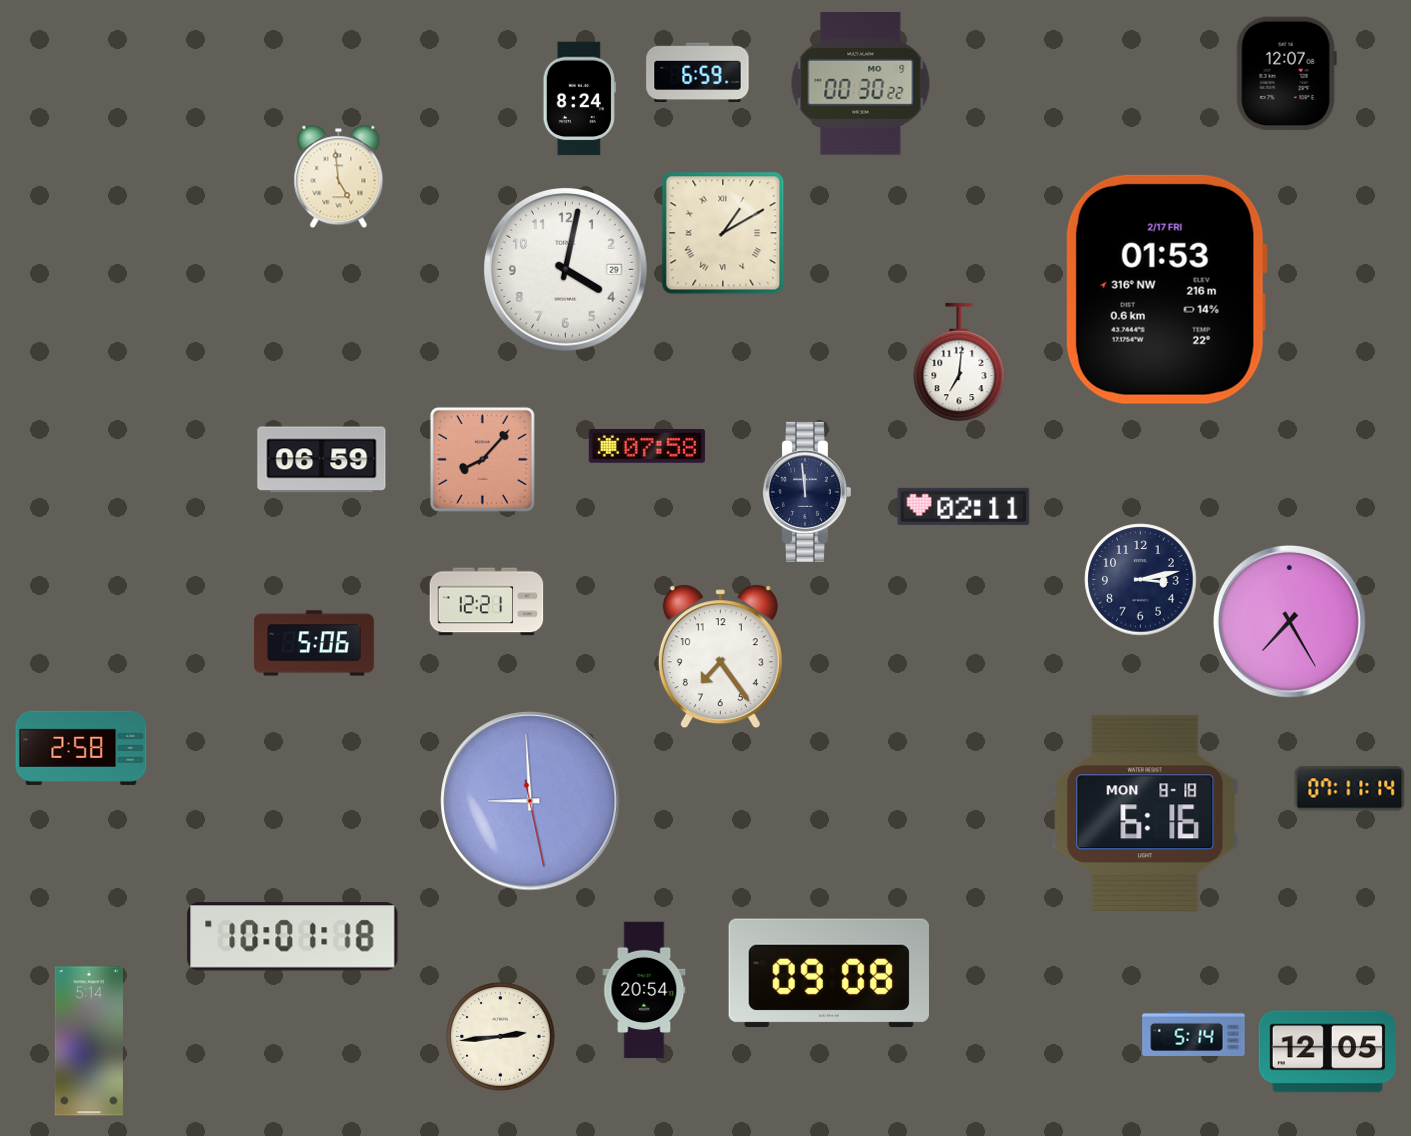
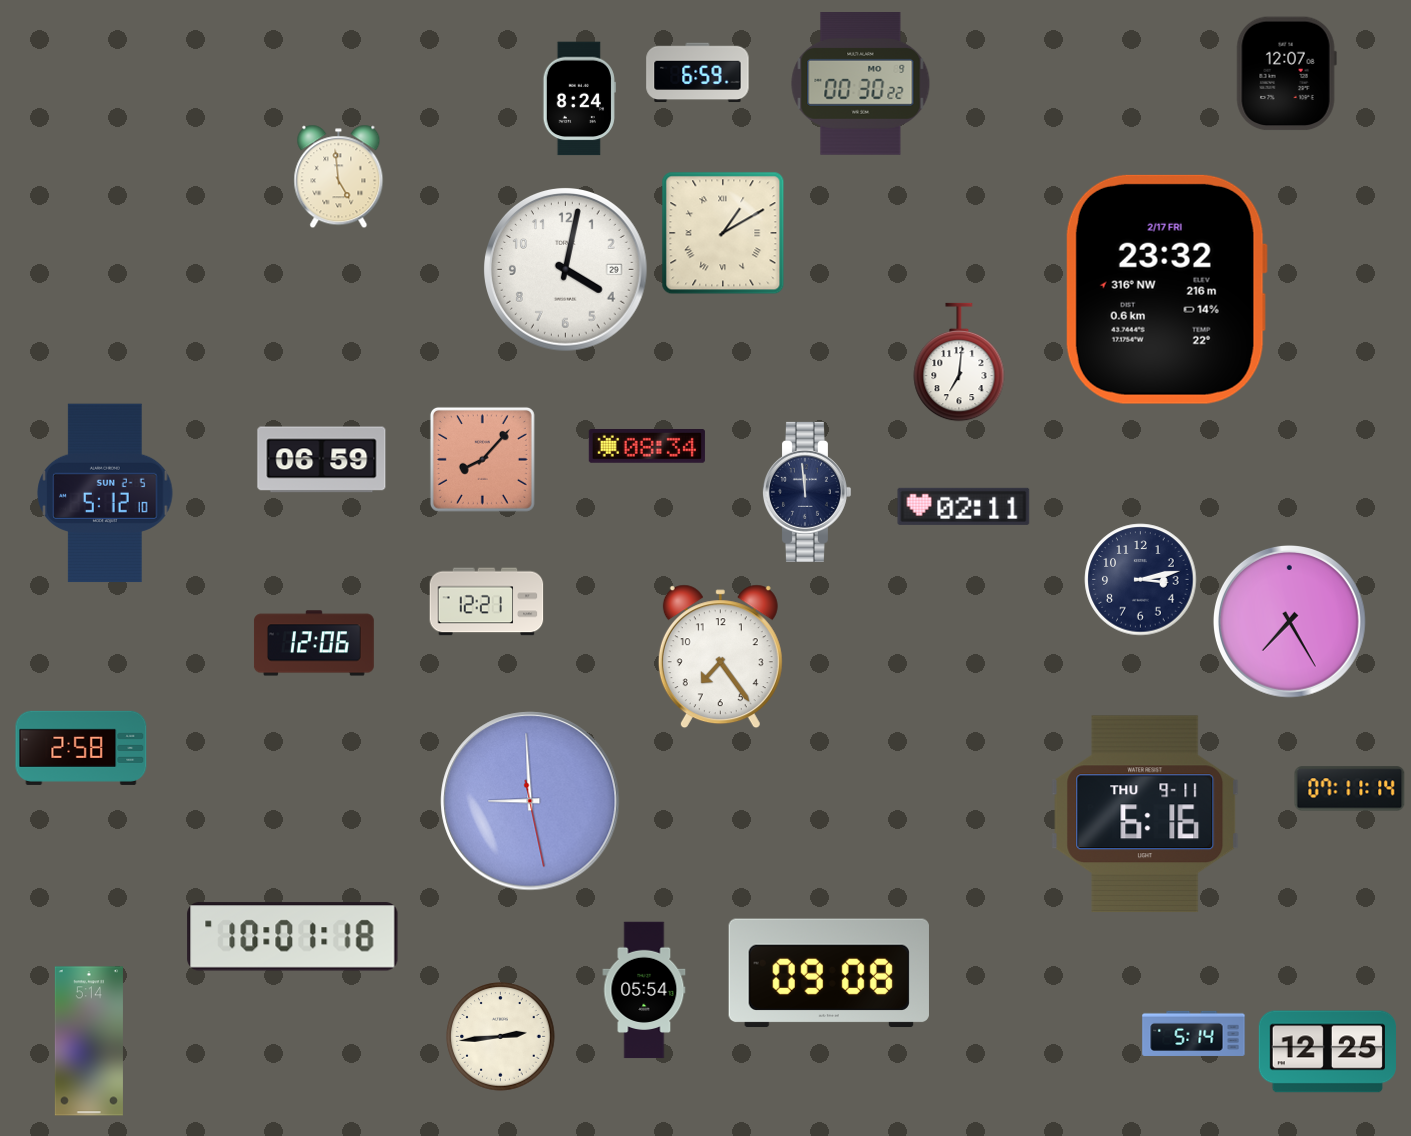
clock at (1166, 289): 01:53 -> 23:32
clock at (647, 447): 07:58 -> 08:34
clock at (105, 493): none -> 5:12
clock at (314, 643): 5:06 -> 12:06
clock at (1145, 814) date: MON 8-18 -> THU 9-11
clock at (644, 990): 20:54 -> 05:54
clock at (1327, 1052): 12:05 -> 12:25
